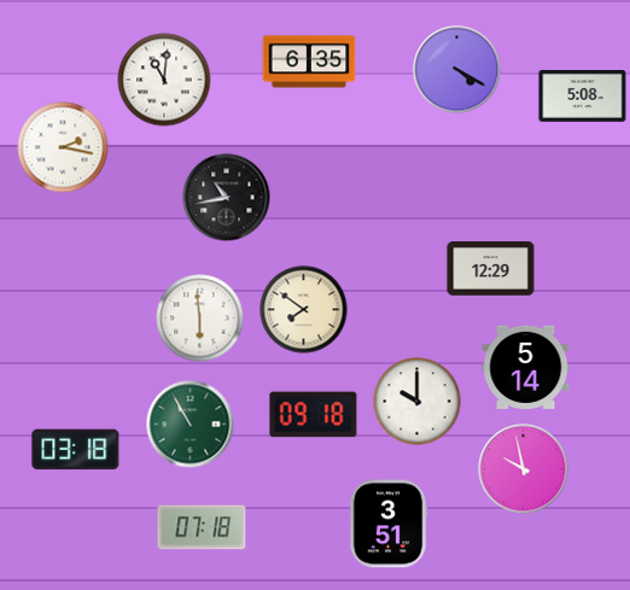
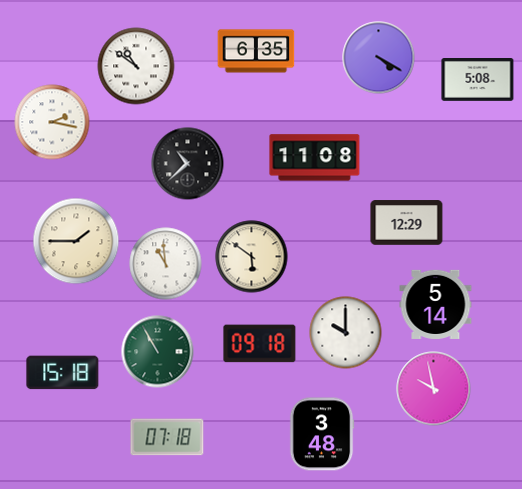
clock at (164, 80): 11:01 -> 10:51
clock at (583, 97) position: (583, 97) -> (478, 80)
clock at (315, 158): none -> 11:08
clock at (227, 198): 10:43 -> 10:38
clock at (76, 241): none -> 1:45
clock at (304, 310): 7:51 -> 5:51
clock at (200, 319): 5:59 -> 10:59
clock at (76, 450): 03:18 -> 15:18
clock at (389, 524): 3:51 -> 3:48
